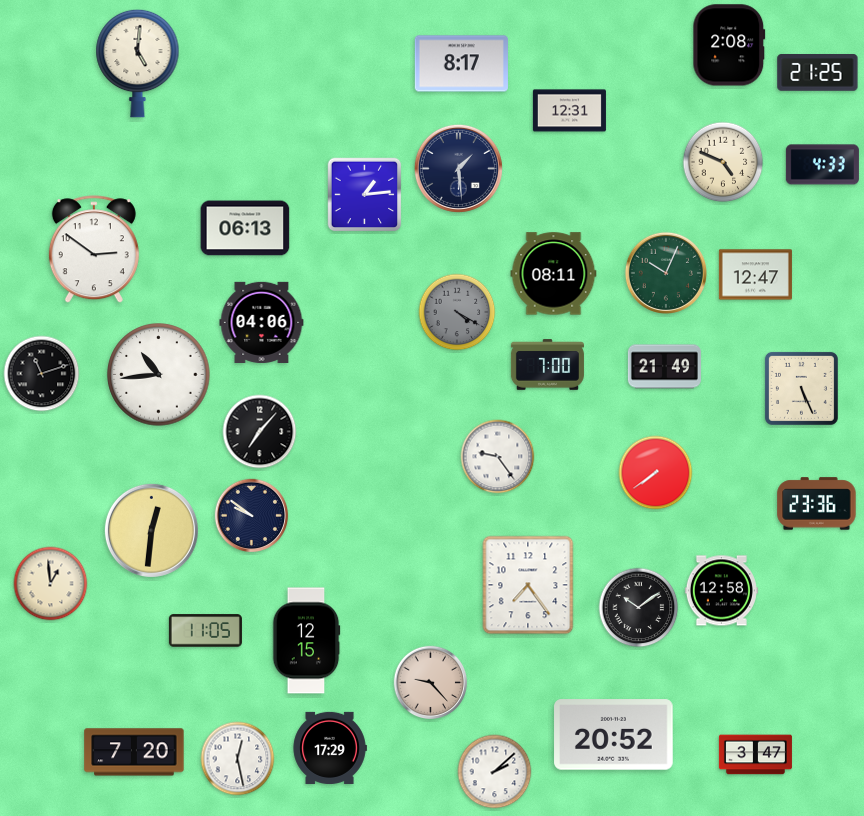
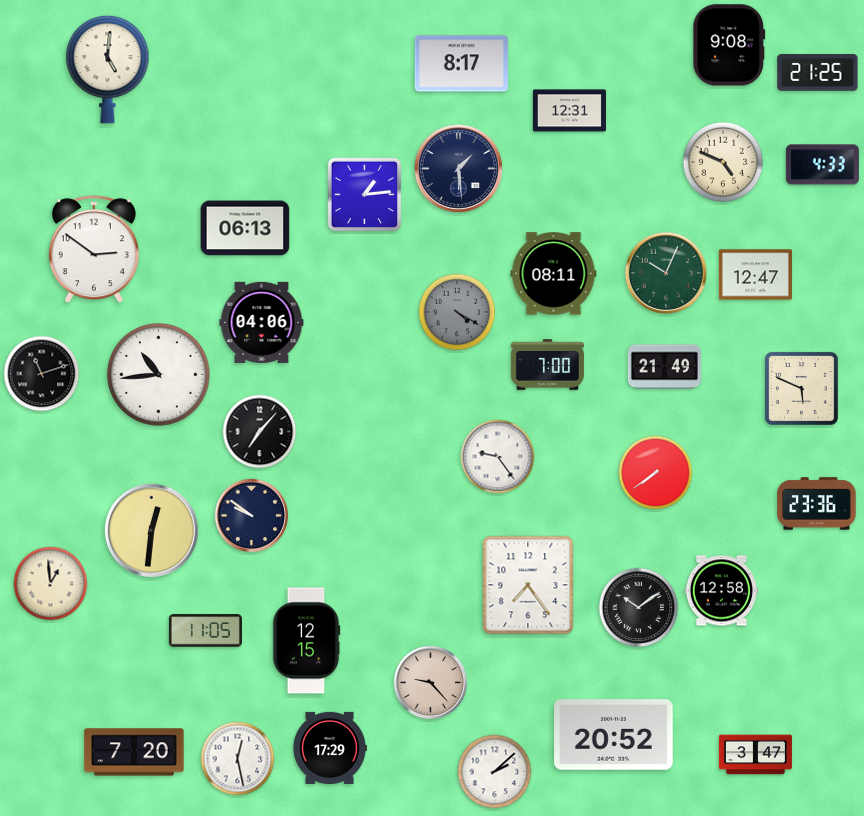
clock at (729, 45): 2:08 -> 9:08
clock at (138, 63) position: (138, 63) -> (108, 69)
clock at (801, 388): 5:26 -> 5:49
